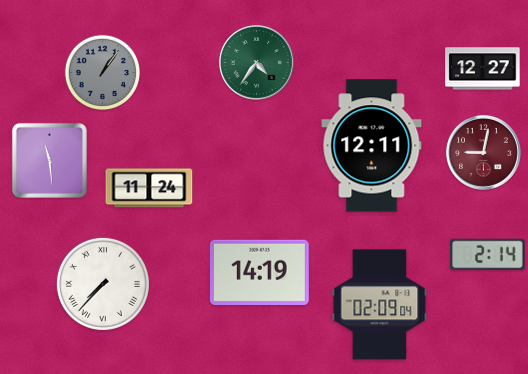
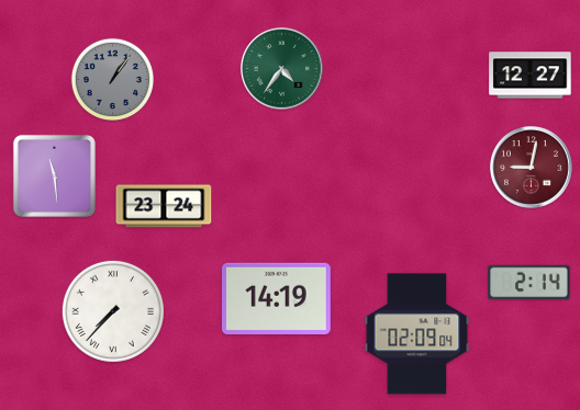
clock at (372, 146): 12:11 -> none
clock at (149, 188): 11:24 -> 23:24
clock at (488, 255) position: (488, 255) -> (529, 283)
clock at (259, 272) position: (259, 272) -> (276, 298)
